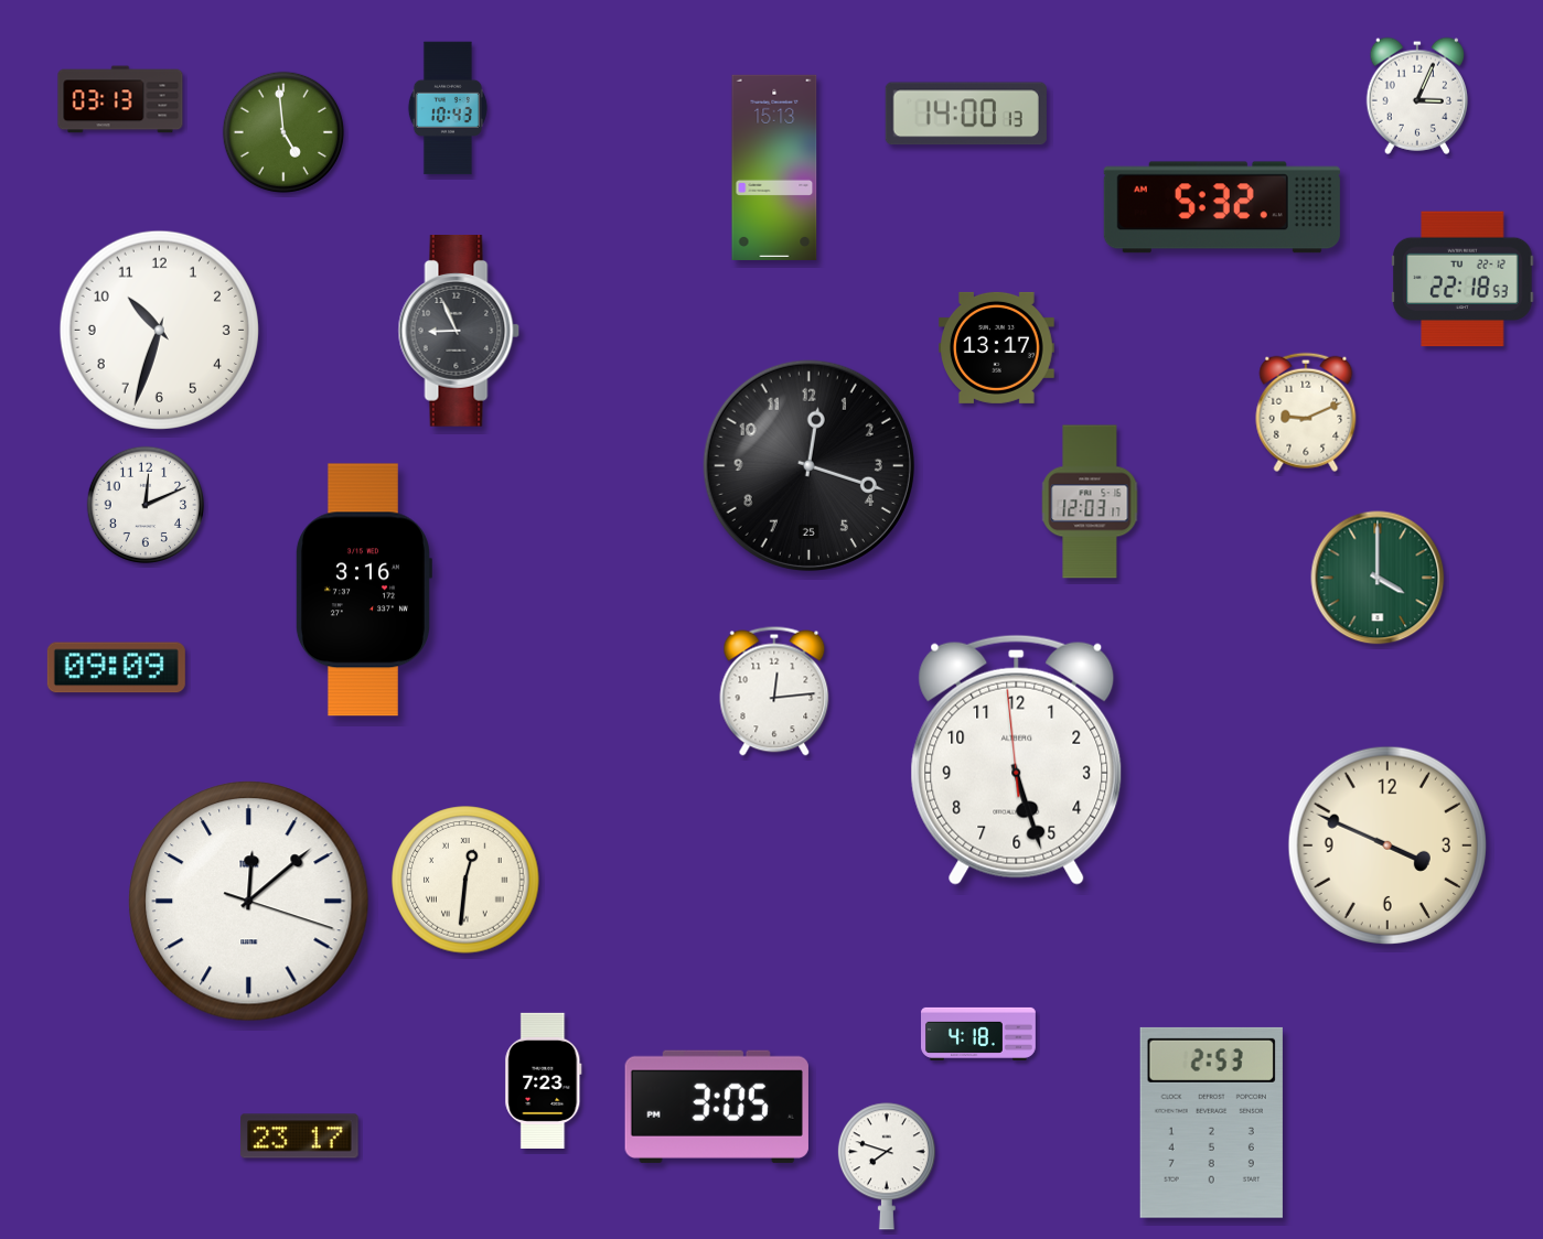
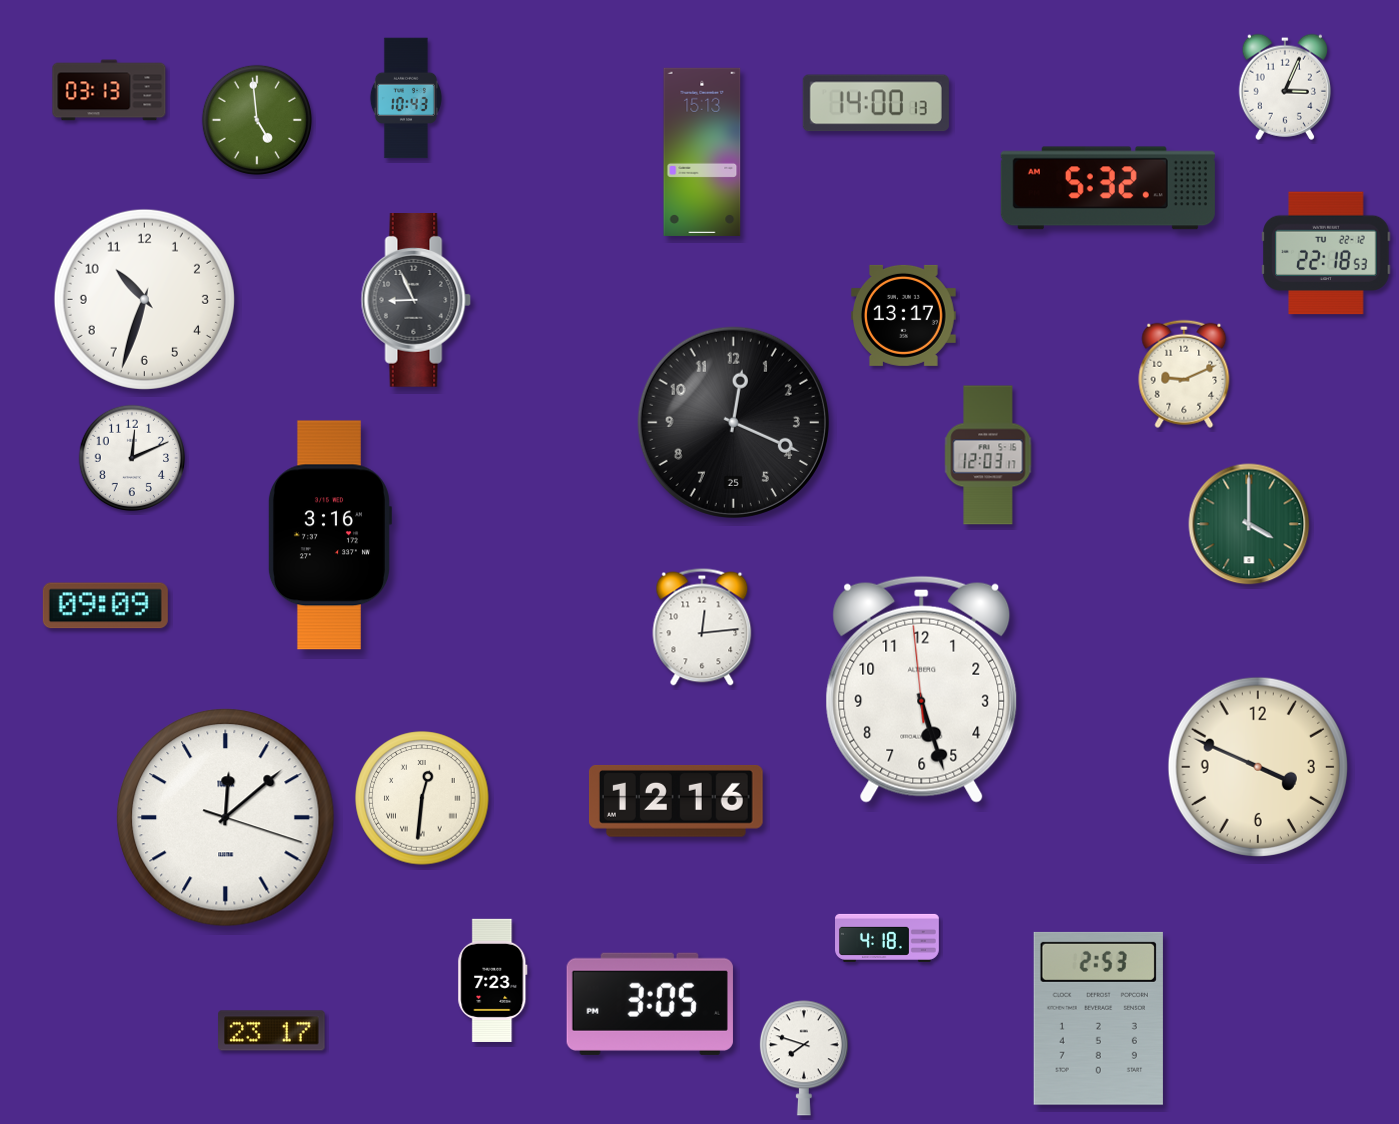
clock at (808, 465): 12:18 -> 12:19
clock at (676, 801): none -> 12:16
